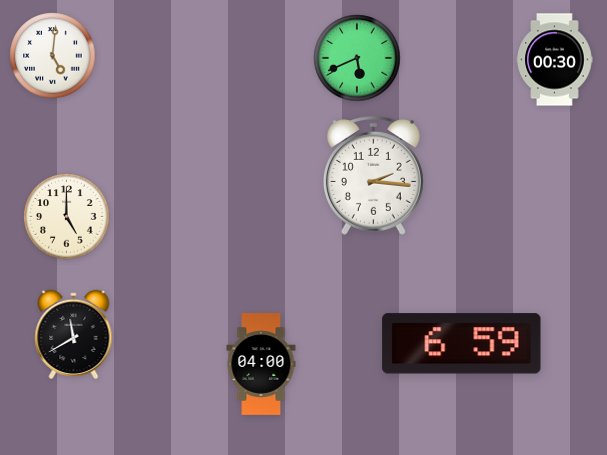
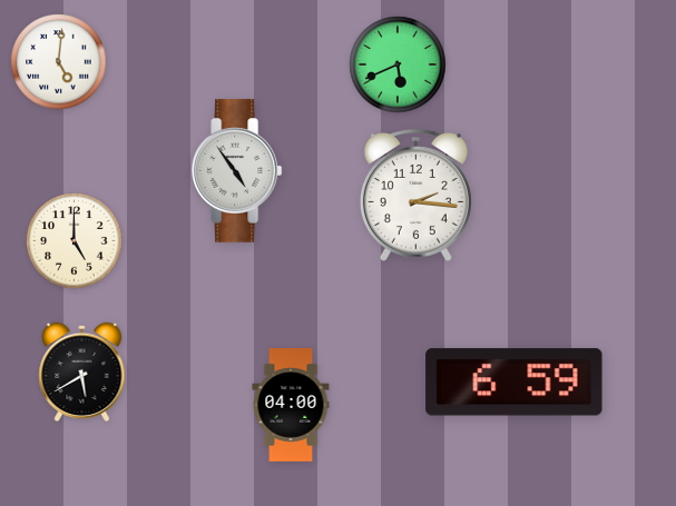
clock at (555, 60): 00:30 -> none
clock at (237, 170): none -> 4:54
clock at (74, 334): 11:40 -> 5:40
